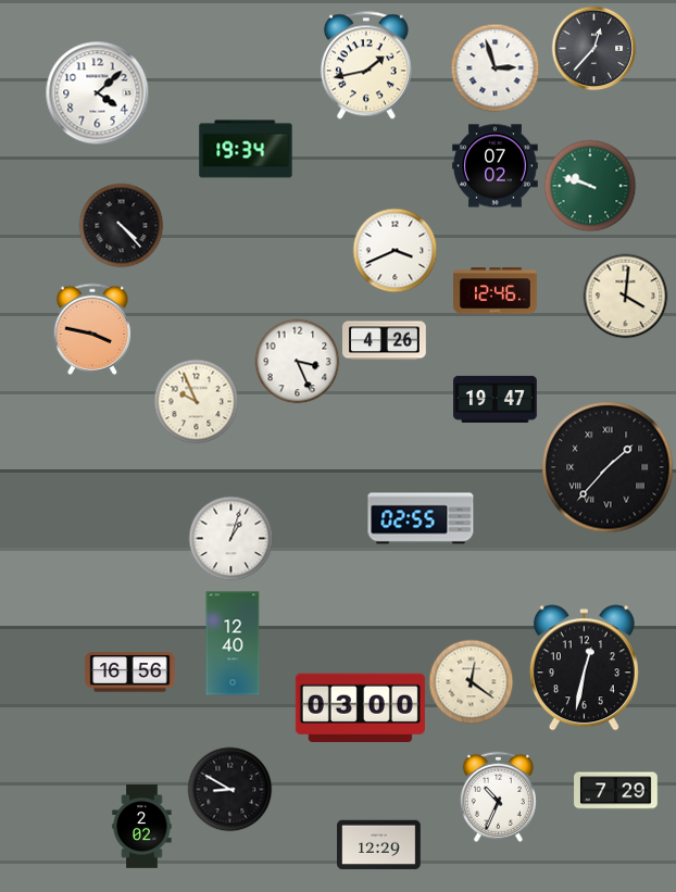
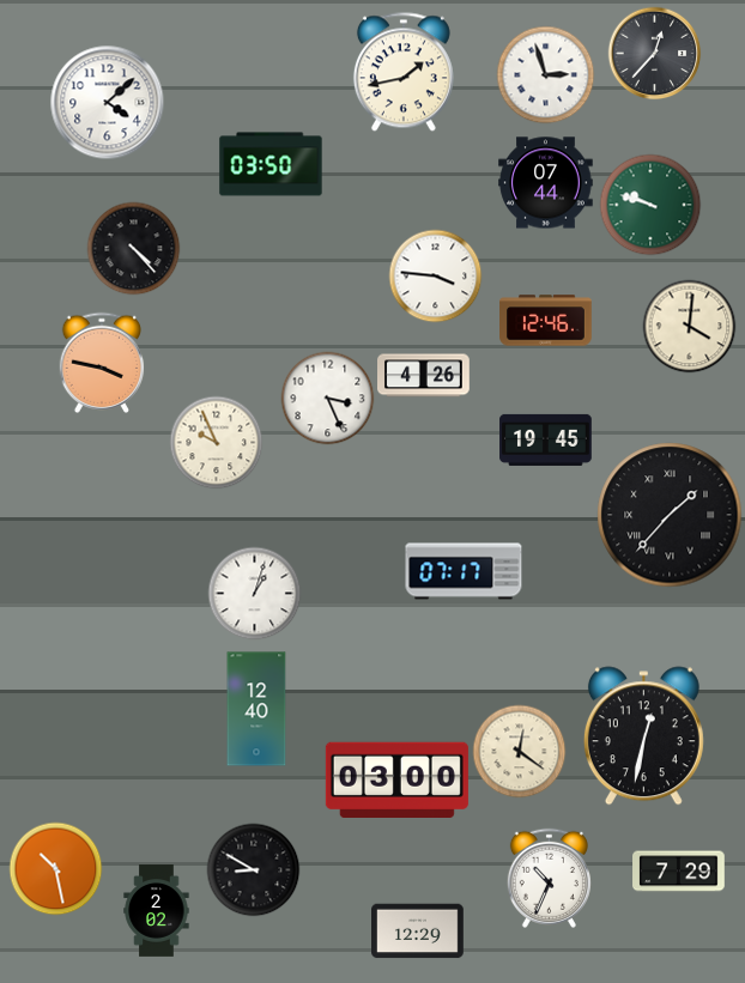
clock at (246, 149): 19:34 -> 03:50
clock at (496, 166): 07:02 -> 07:44
clock at (395, 250): 3:41 -> 3:46
clock at (496, 399): 19:47 -> 19:45
clock at (421, 518): 02:55 -> 07:17
clock at (130, 673): 16:56 -> none
clock at (55, 868): none -> 10:28
